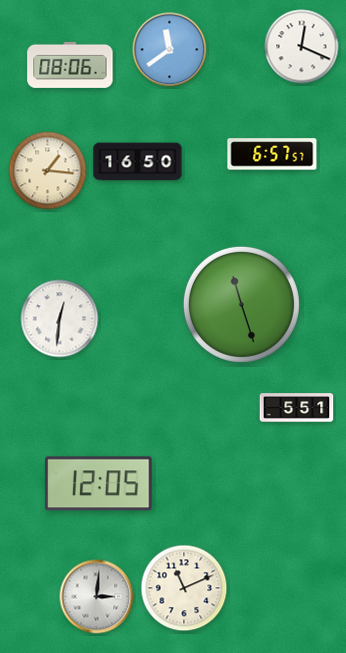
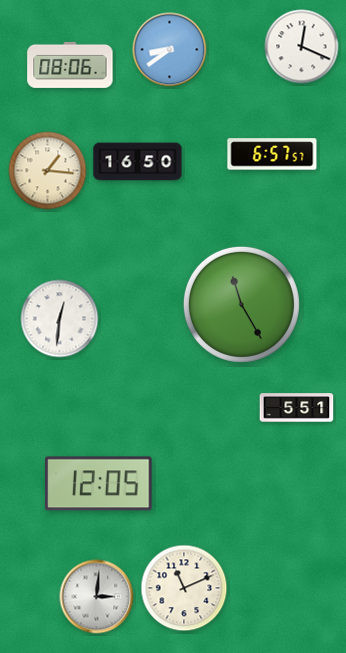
clock at (170, 50): 11:39 -> 8:39
clock at (241, 304): 11:27 -> 11:25
